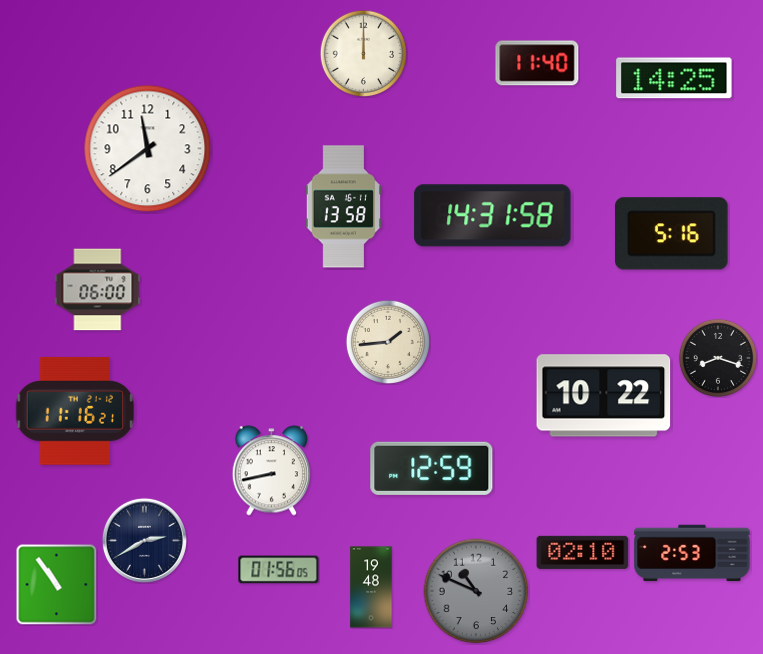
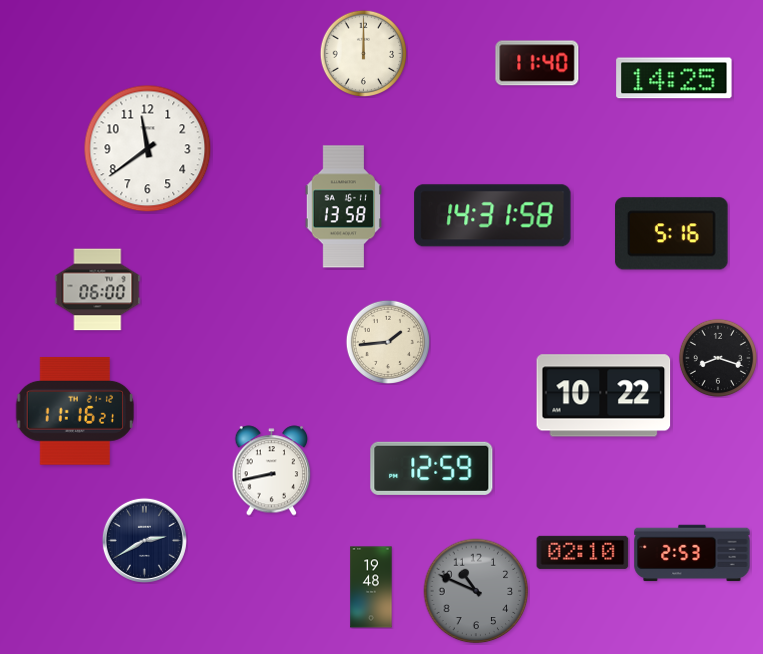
clock at (279, 570): 01:56 -> none
clock at (56, 584): 10:54 -> none
